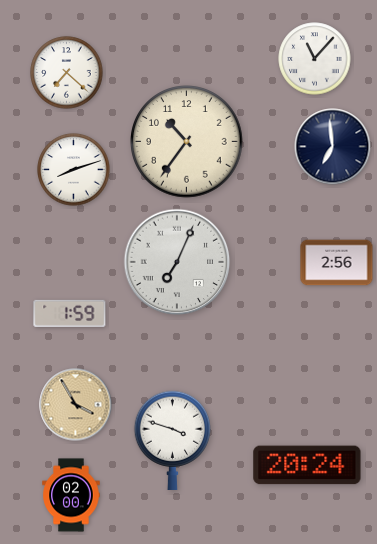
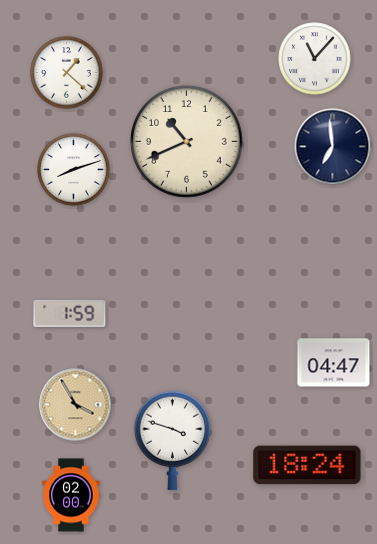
clock at (67, 73): 7:22 -> 1:22
clock at (187, 142): 10:36 -> 10:41
clock at (177, 262): 7:04 -> none
clock at (337, 263): 2:56 -> none
clock at (334, 363): none -> 04:47
clock at (307, 465): 20:24 -> 18:24
